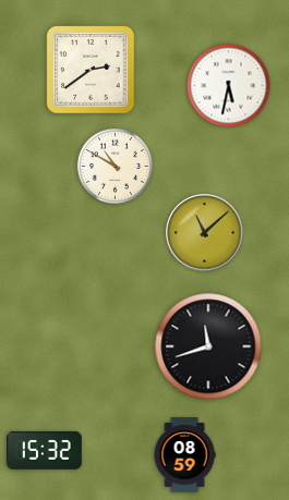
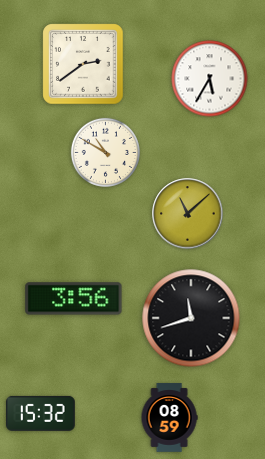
clock at (229, 86): 5:32 -> 5:35
clock at (74, 299): none -> 3:56
